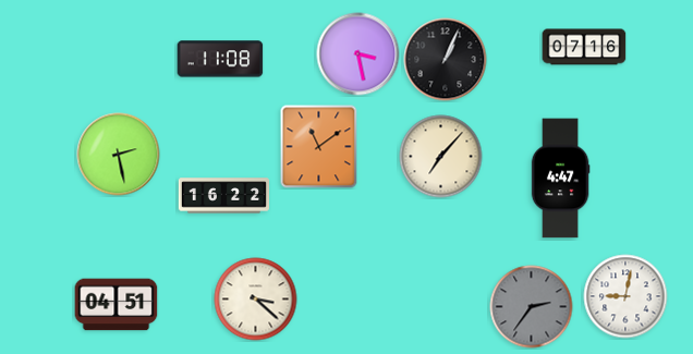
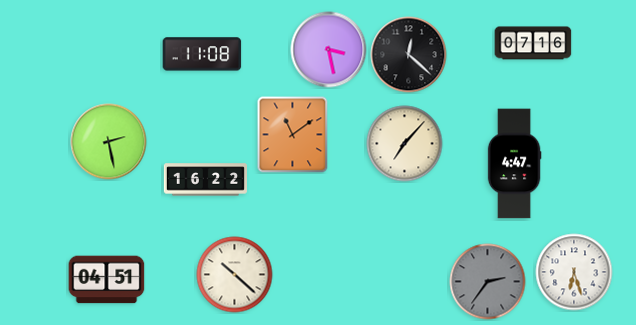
clock at (584, 47) position: (584, 47) -> (533, 43)
clock at (446, 60): 1:04 -> 12:22
clock at (625, 296): 9:02 -> 6:27
clock at (256, 300): 3:22 -> 10:22
